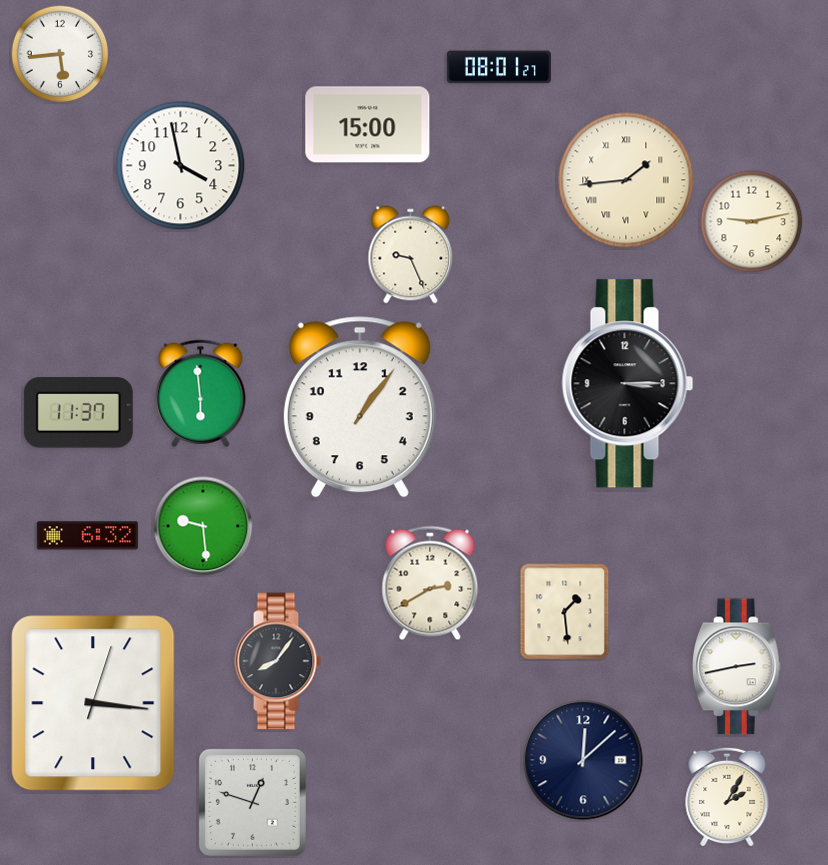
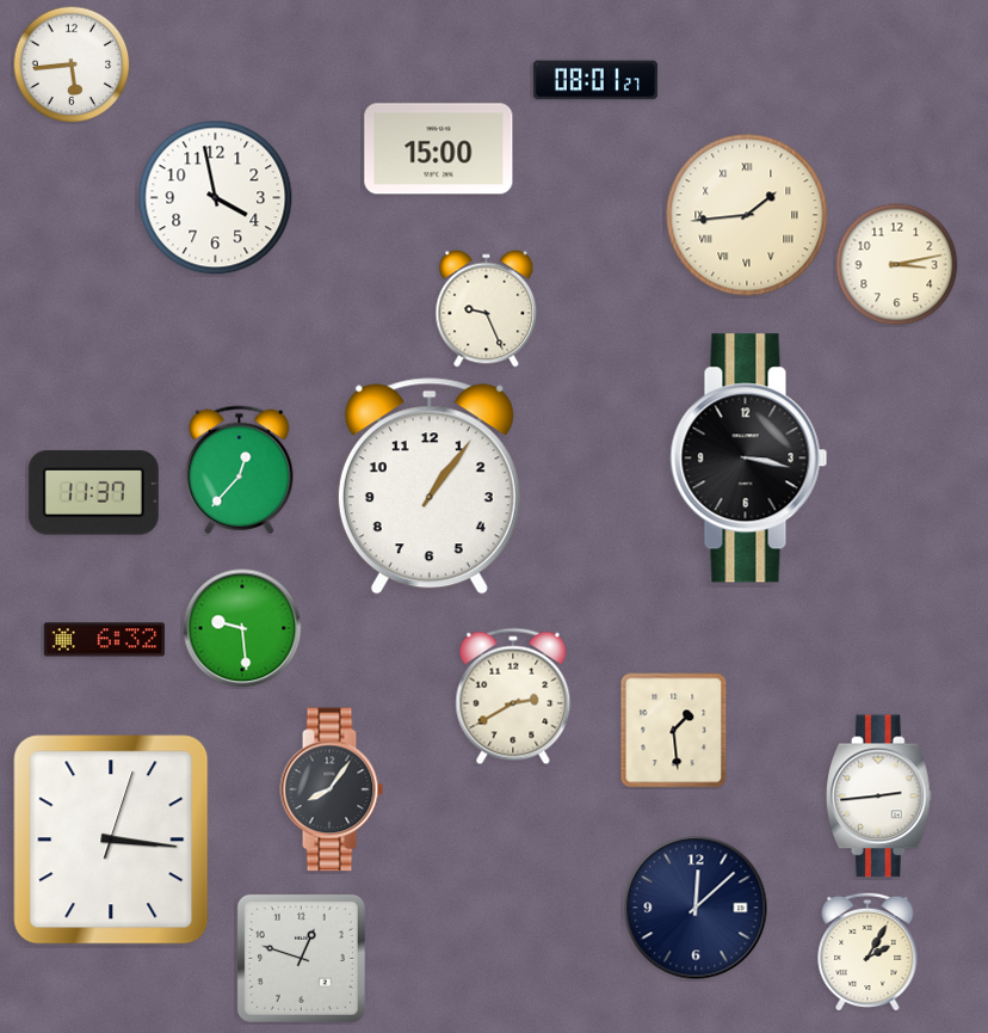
clock at (752, 222): 9:13 -> 3:13
clock at (411, 255) position: (411, 255) -> (487, 309)
clock at (628, 384): 3:15 -> 3:17
clock at (201, 394): 5:59 -> 12:37
clock at (736, 667): 2:43 -> 2:44
